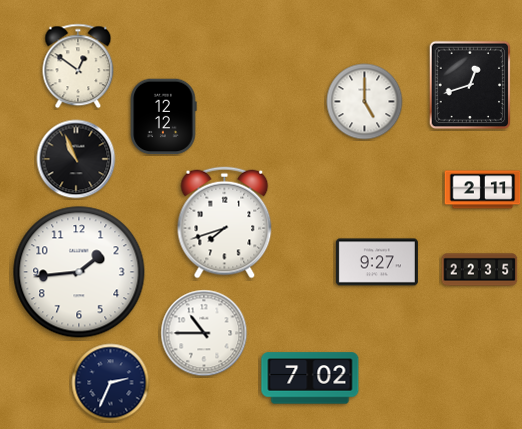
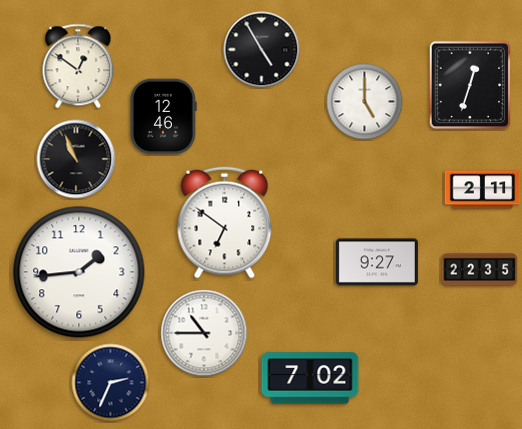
clock at (262, 50): none -> 4:55
clock at (470, 85): 12:42 -> 12:33
clock at (163, 117): 12:12 -> 12:46
clock at (225, 223): 7:42 -> 6:51
